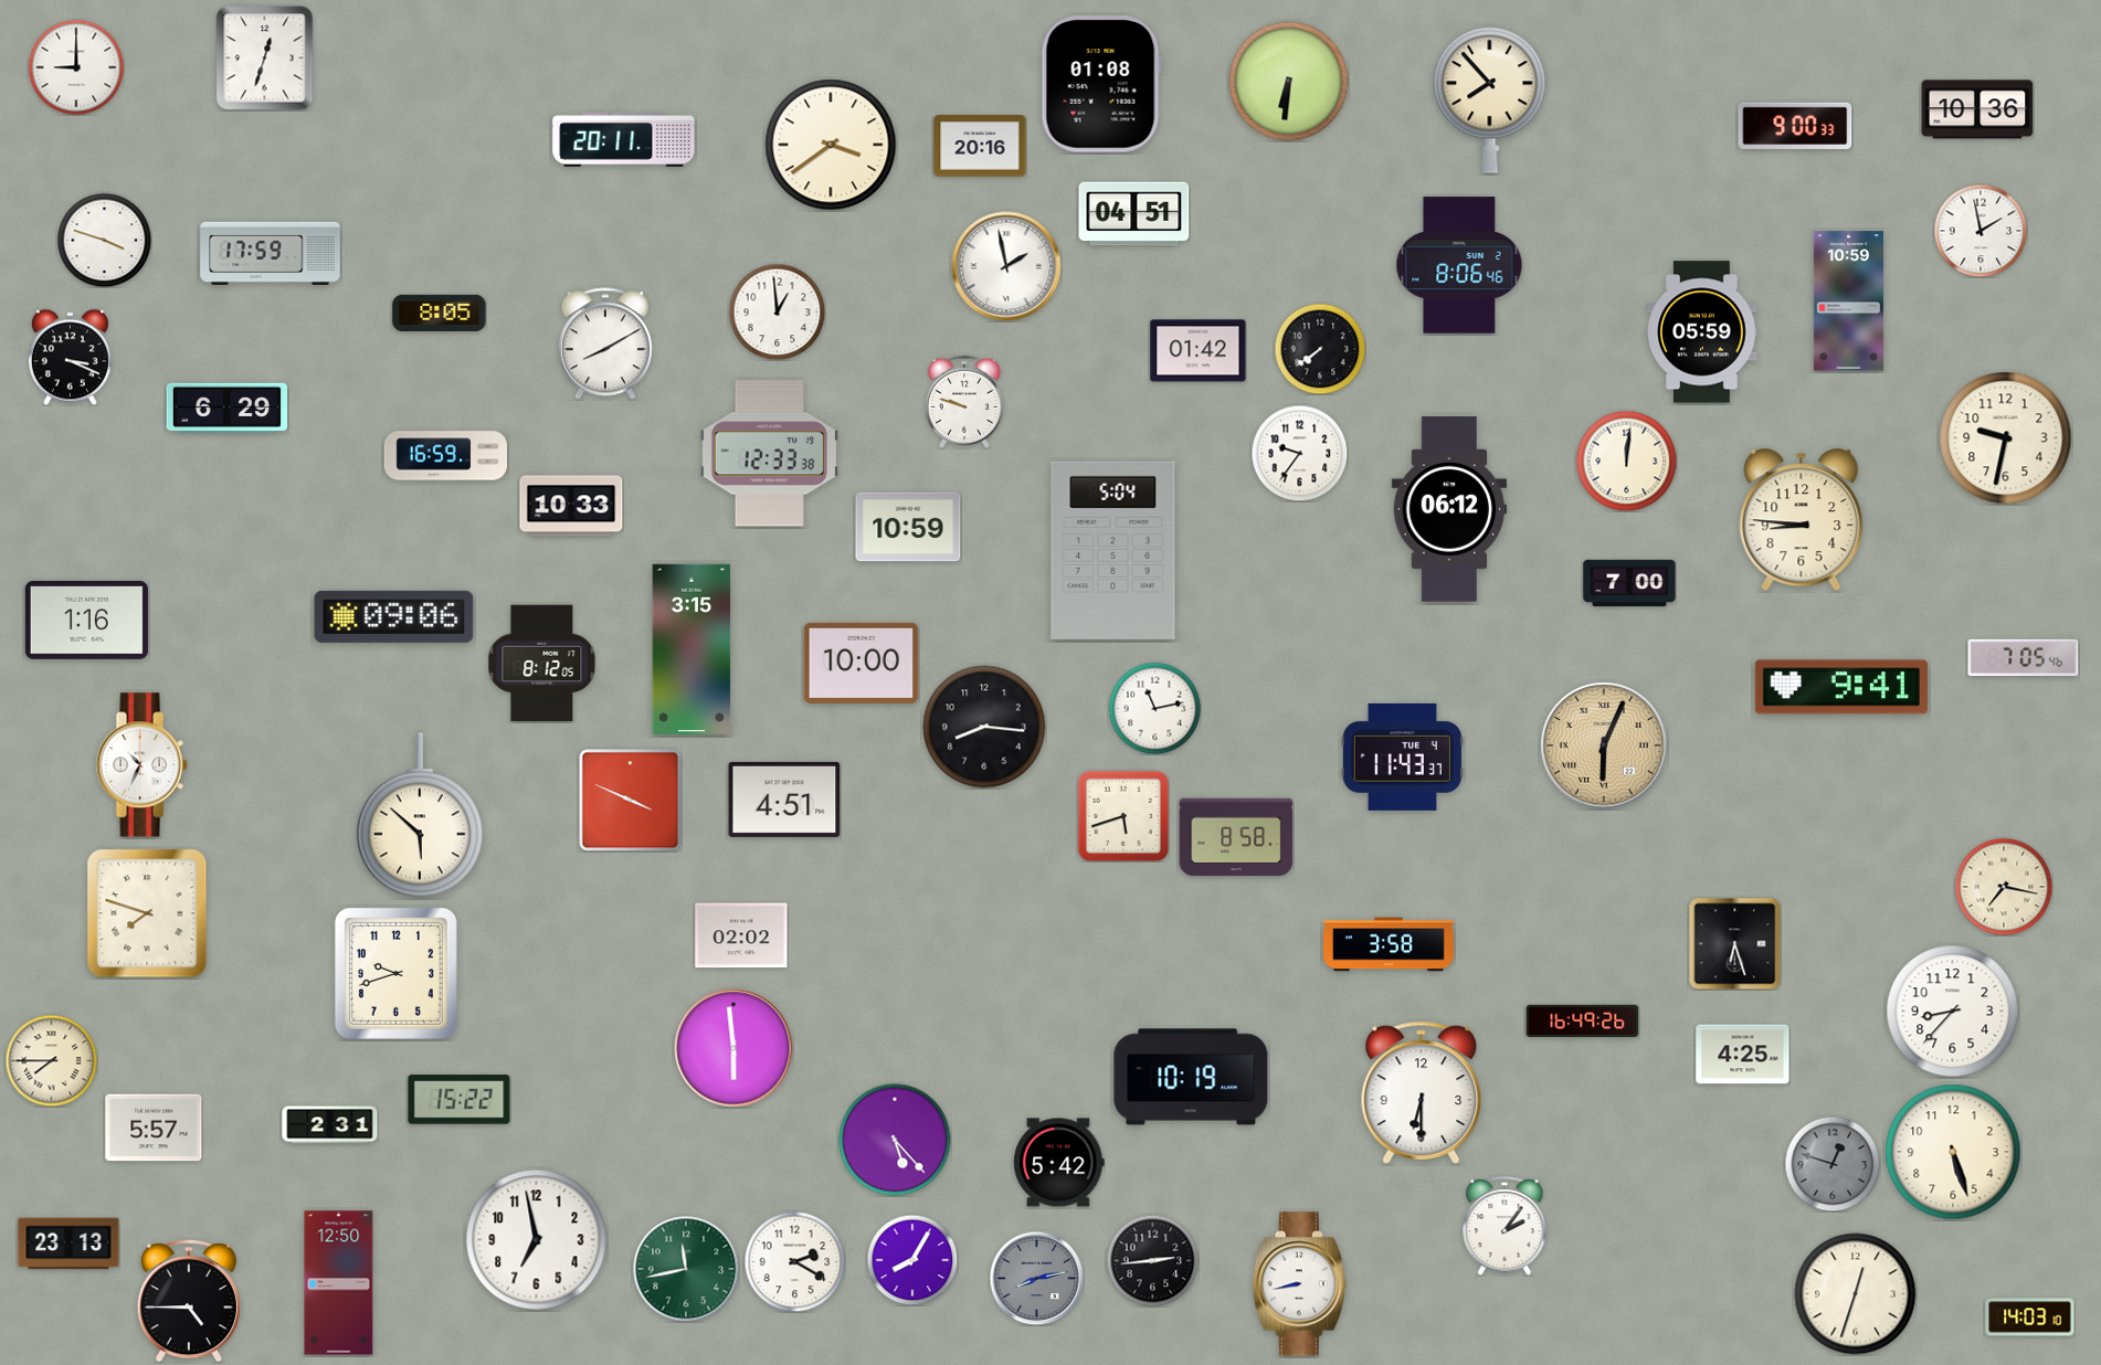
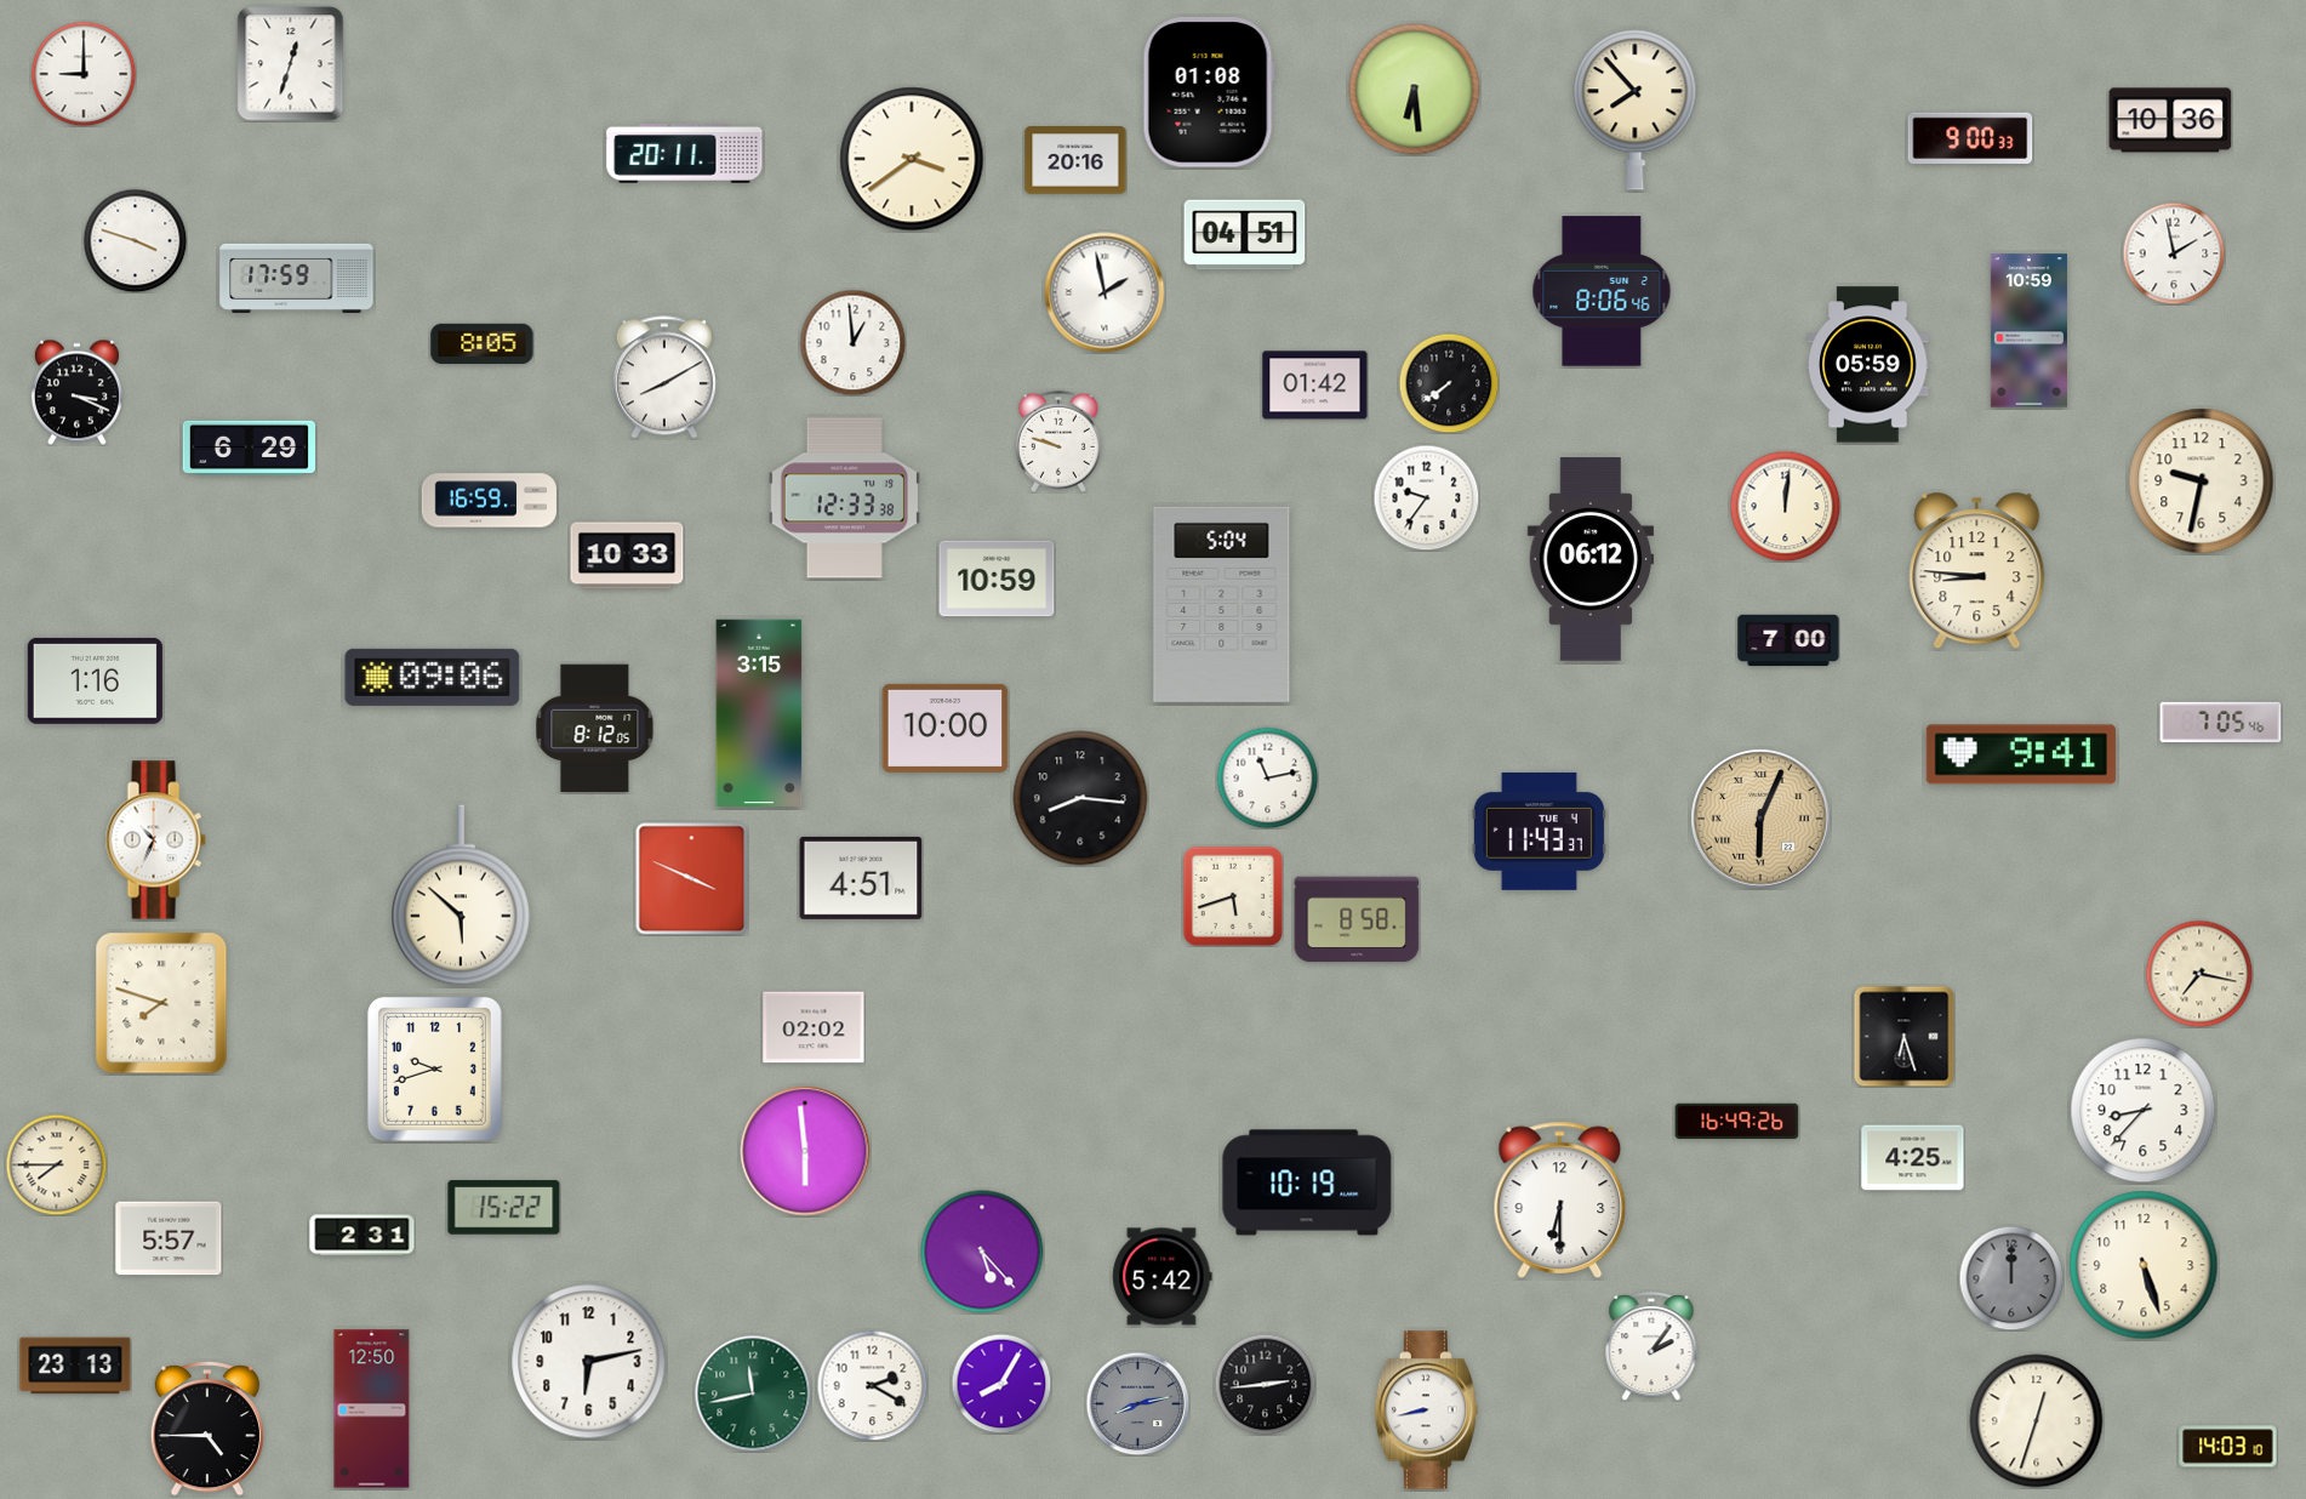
clock at (1289, 82): 6:31 -> 6:29
clock at (104, 240) position: (104, 240) -> (135, 240)
clock at (1390, 944): 3:58 -> none
clock at (1833, 1164): 12:48 -> 12:00
clock at (537, 1240): 6:58 -> 6:13
